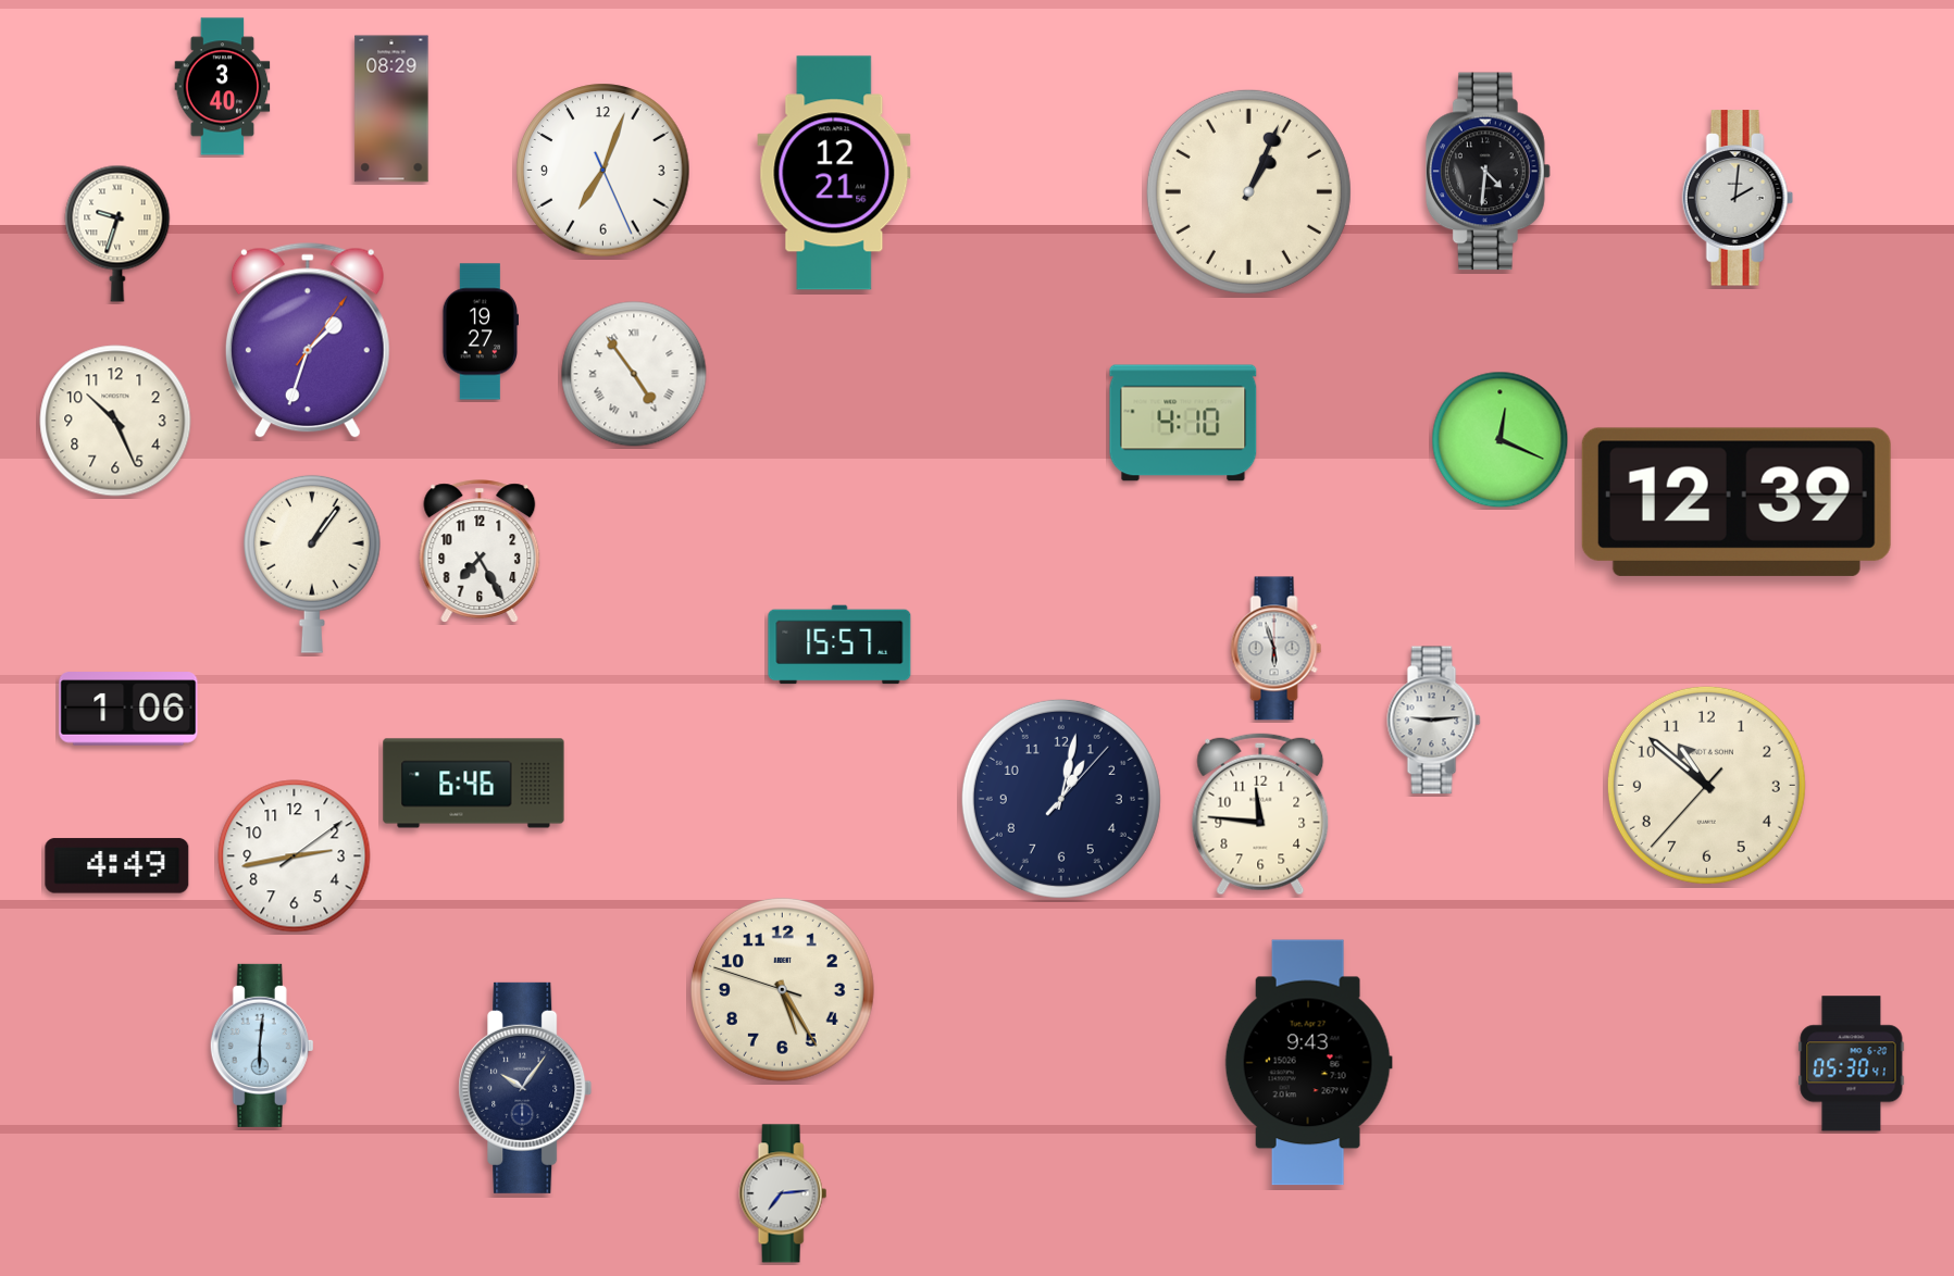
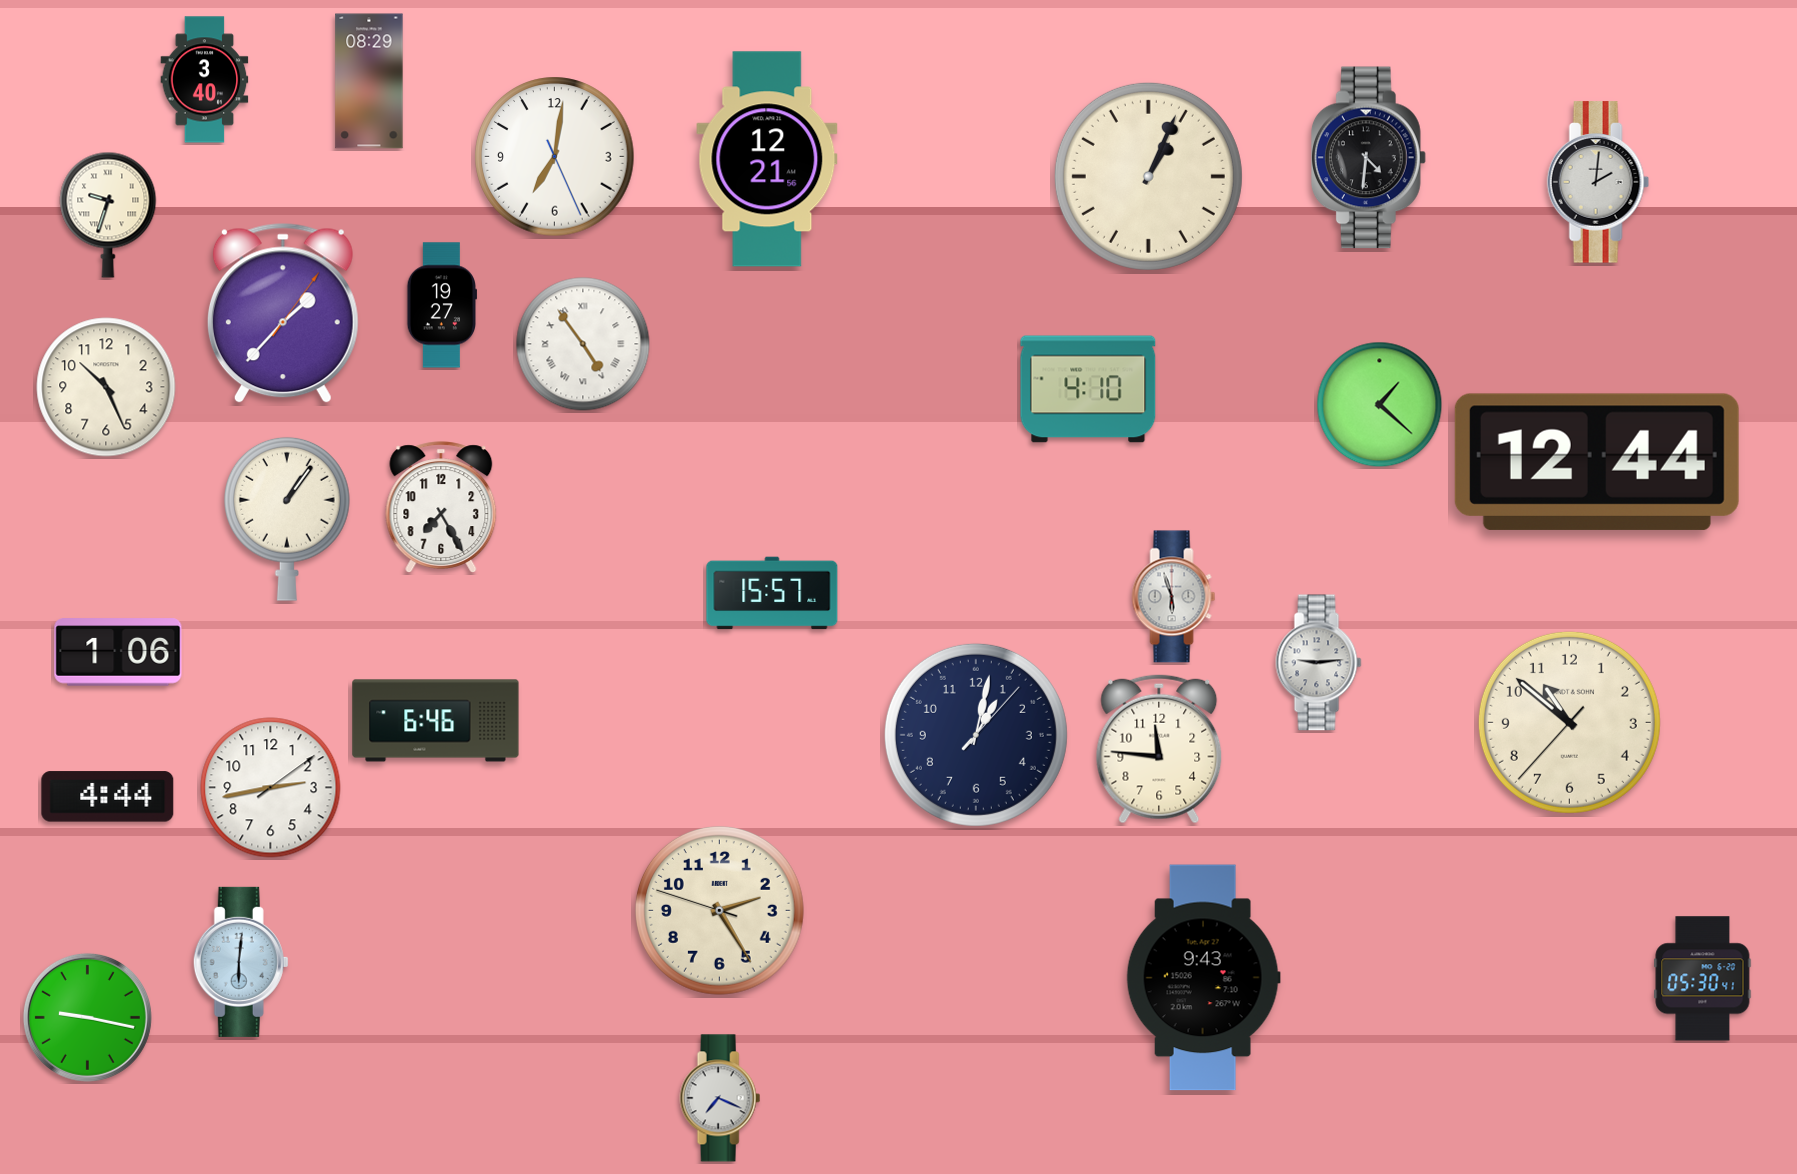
clock at (391, 109) position: (391, 109) -> (369, 81)
clock at (603, 171): 7:03 -> 7:01
clock at (308, 340): 1:33 -> 1:37
clock at (1501, 440): 12:19 -> 1:22
clock at (1737, 502): 12:39 -> 12:44
clock at (117, 866): 4:49 -> 4:44
clock at (782, 989): 5:24 -> 2:24
clock at (525, 1088): 10:06 -> none
clock at (87, 1017): none -> 9:17
clock at (783, 1193): 7:14 -> 7:19
